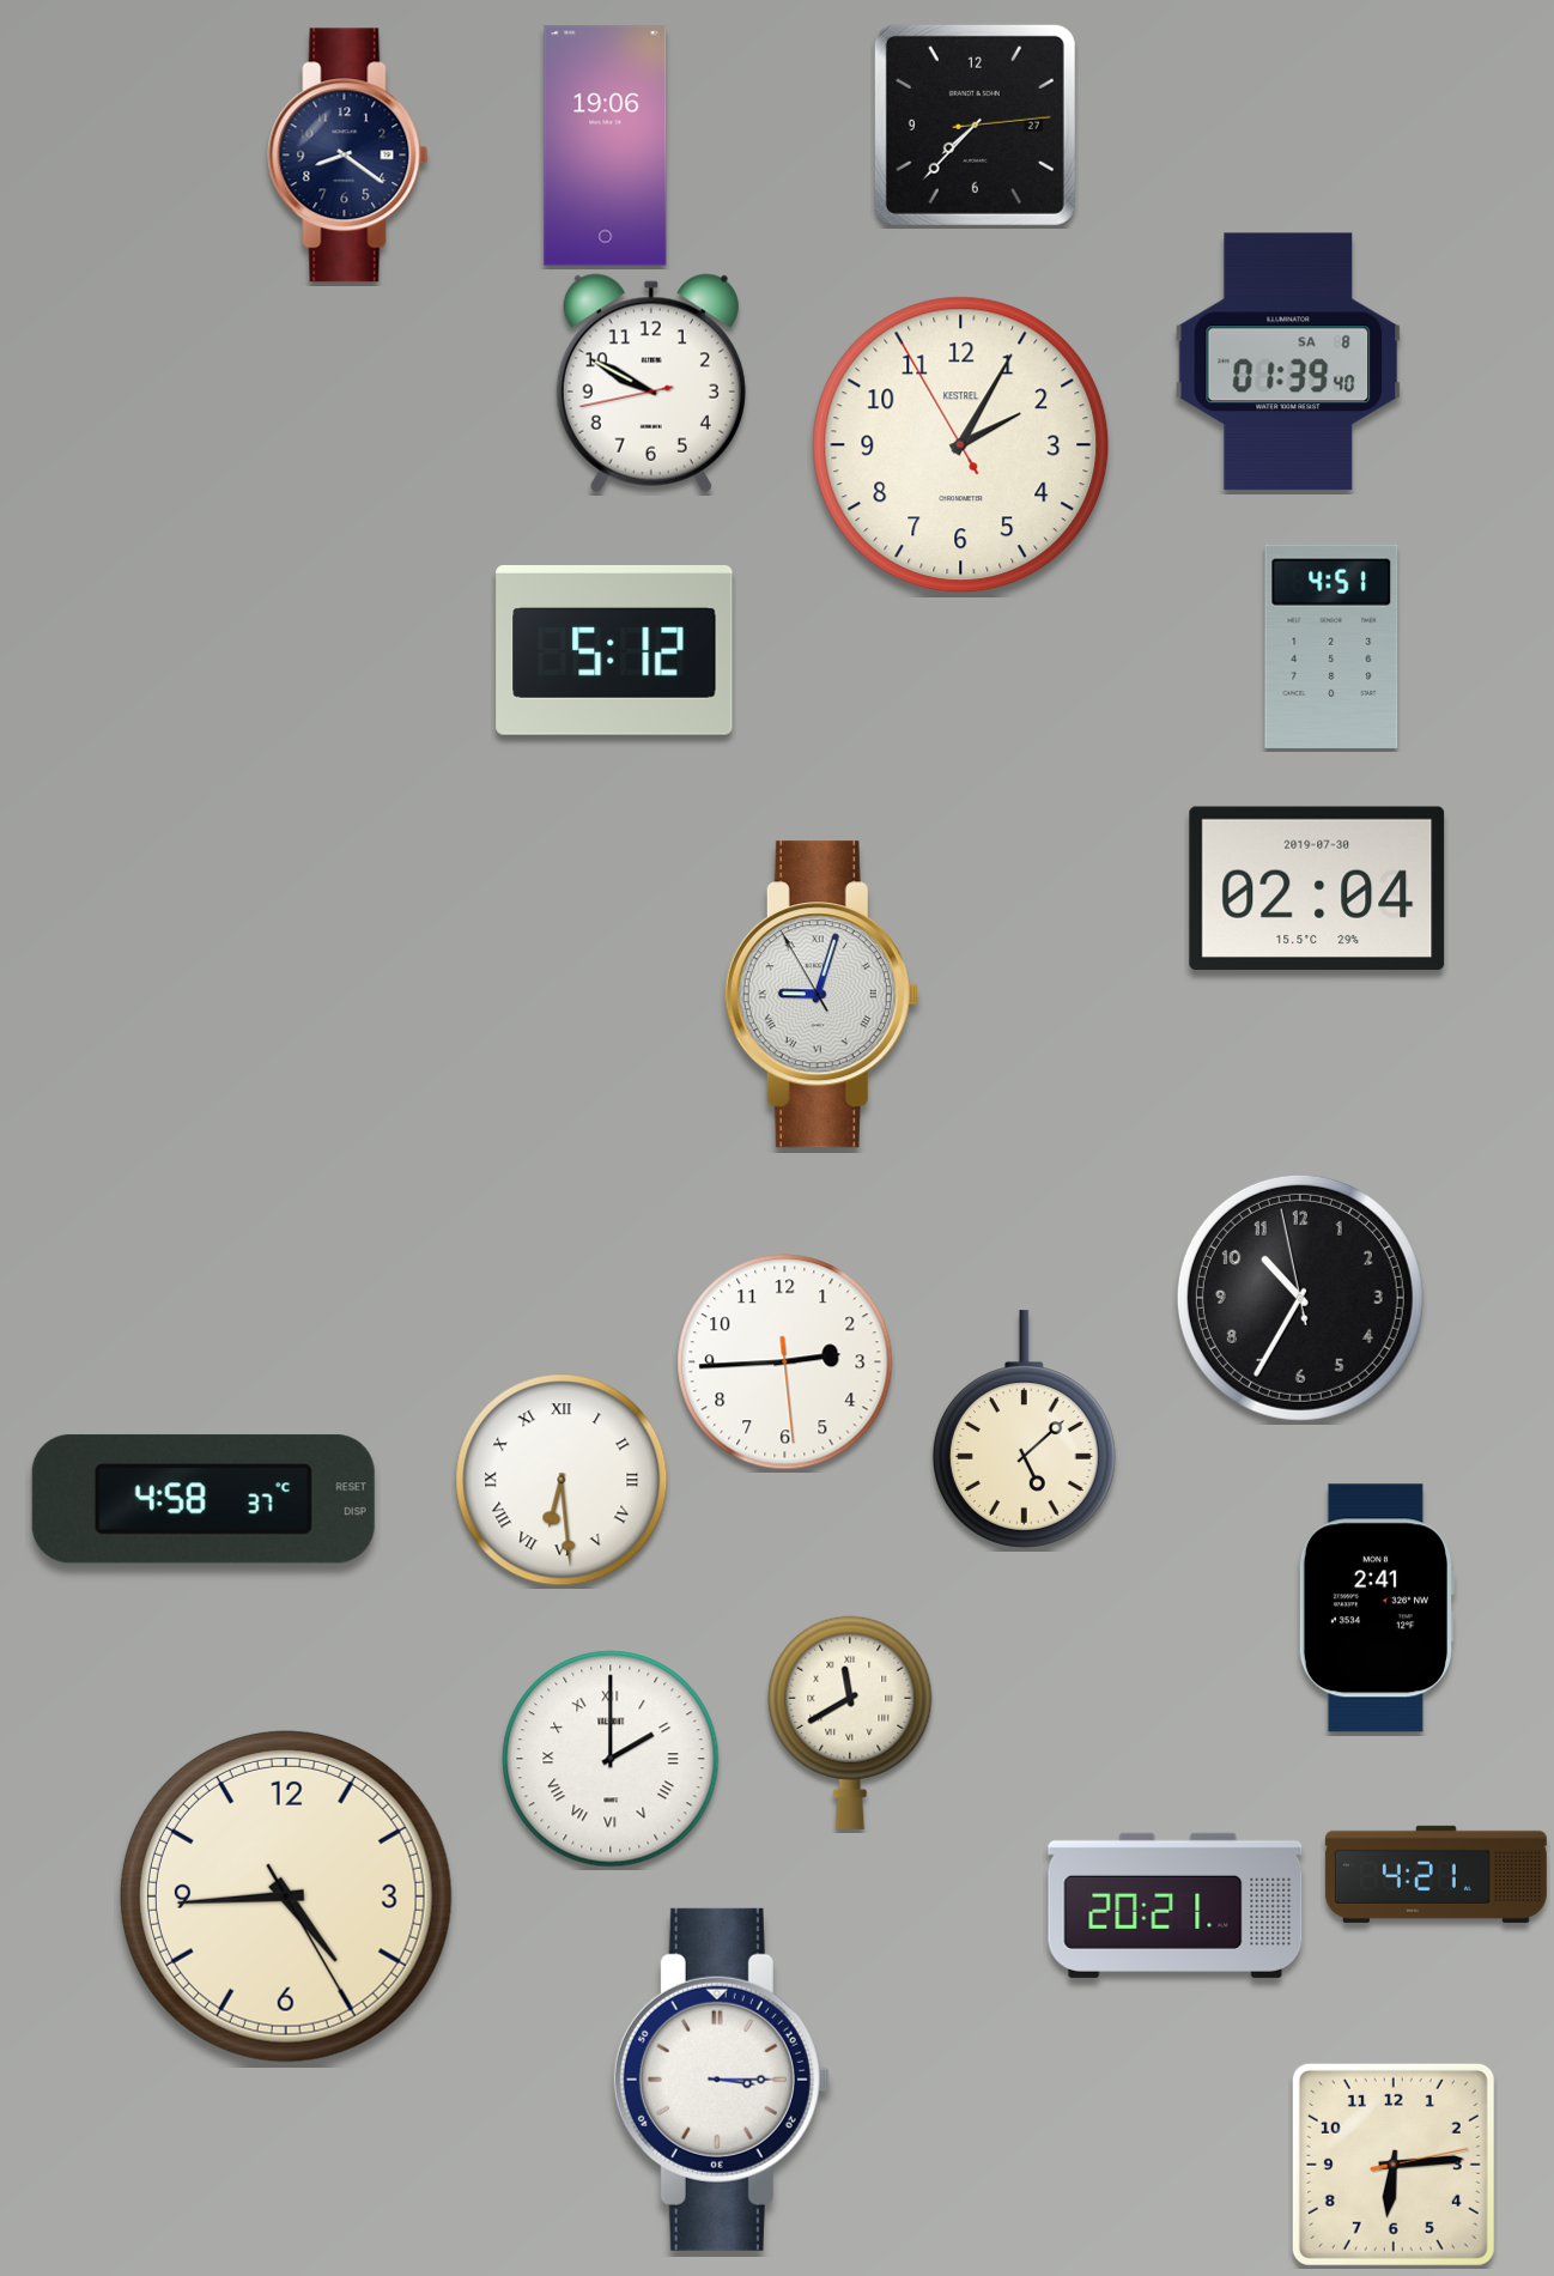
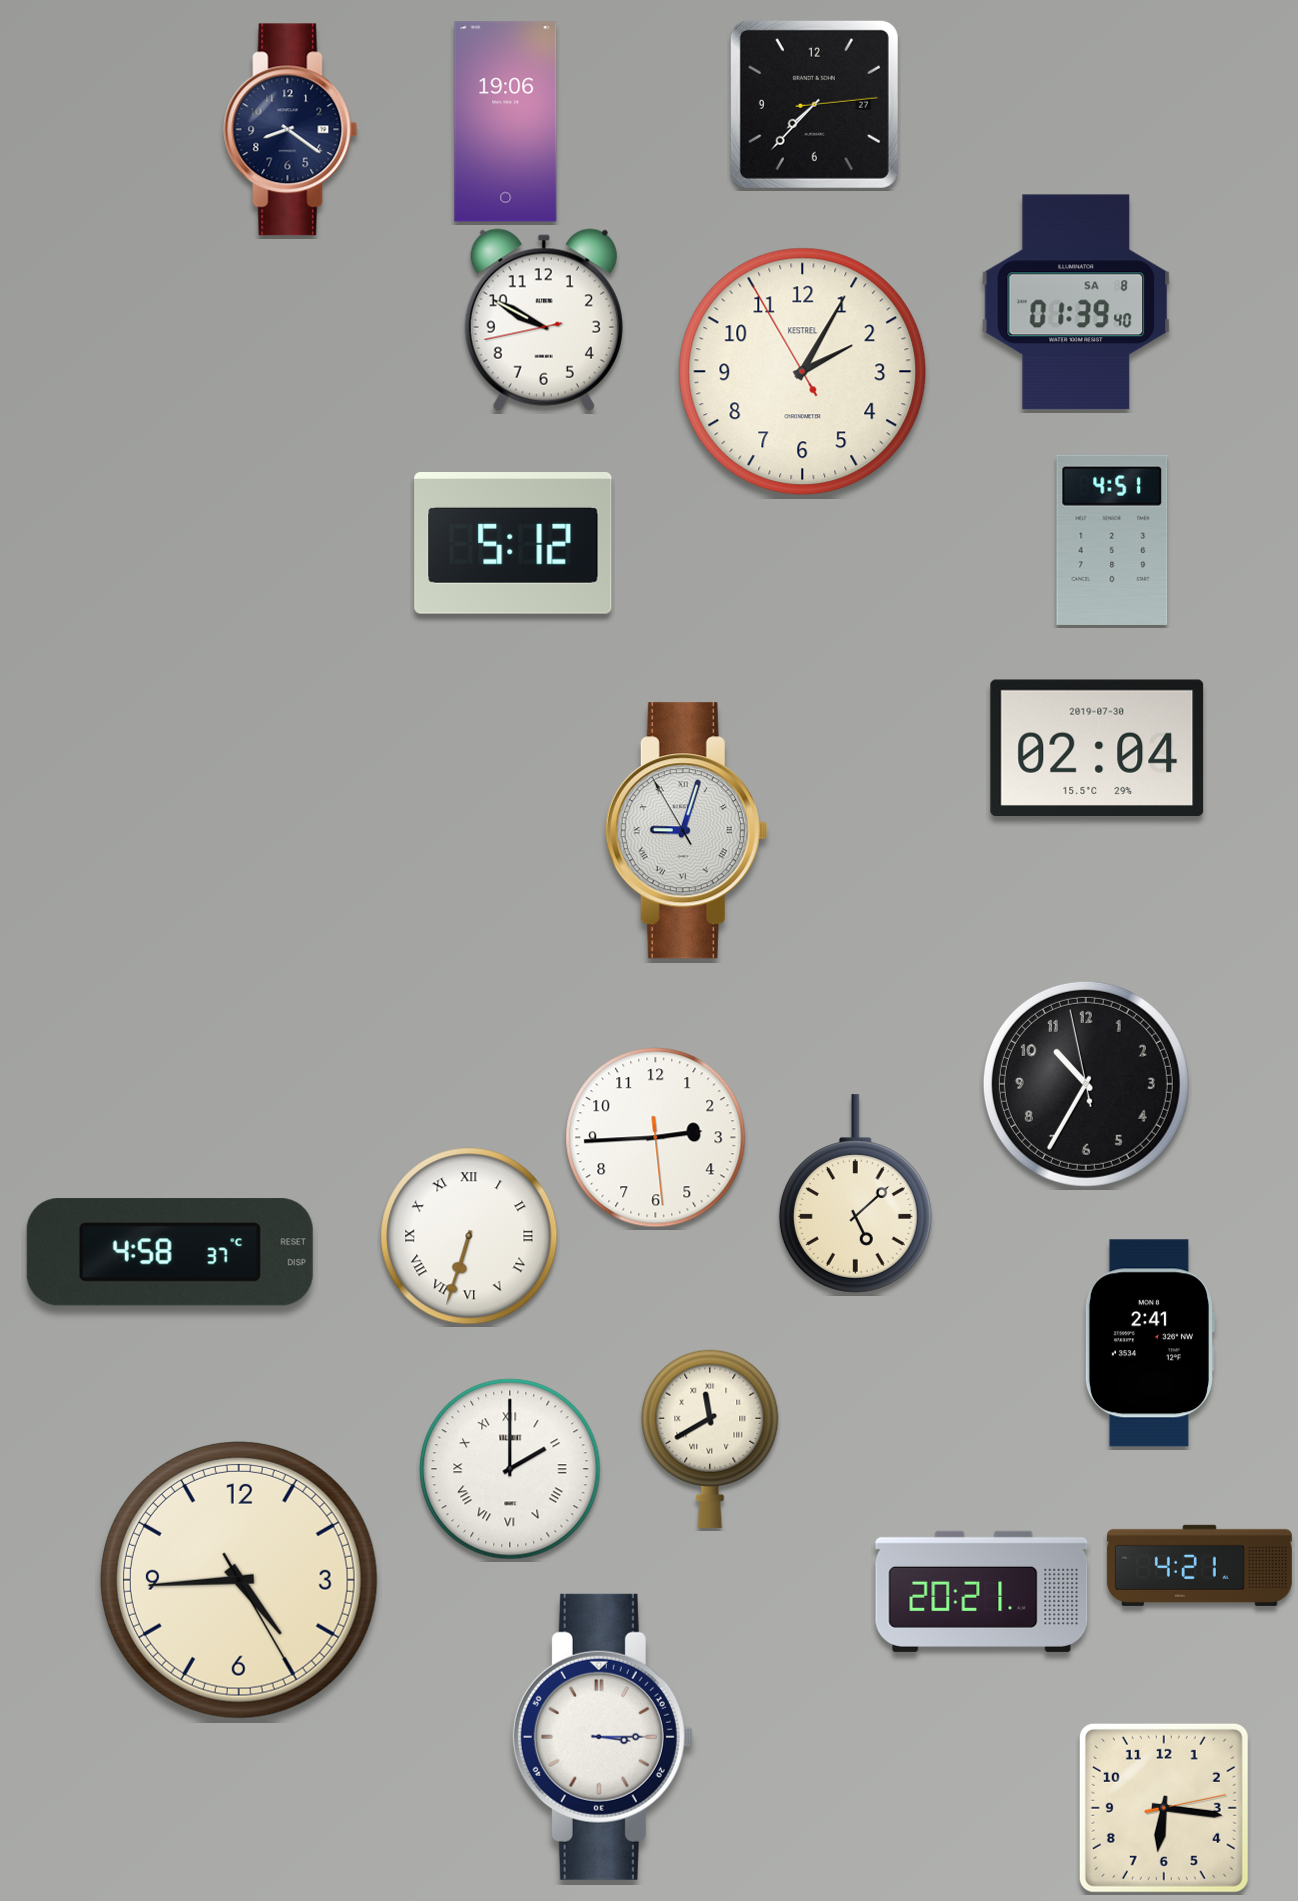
clock at (1317, 887) position: (1317, 887) -> (1097, 747)
clock at (561, 1480): 6:29 -> 6:33
clock at (286, 1896) position: (286, 1896) -> (239, 1580)
clock at (1394, 2165): 6:14 -> 6:16
